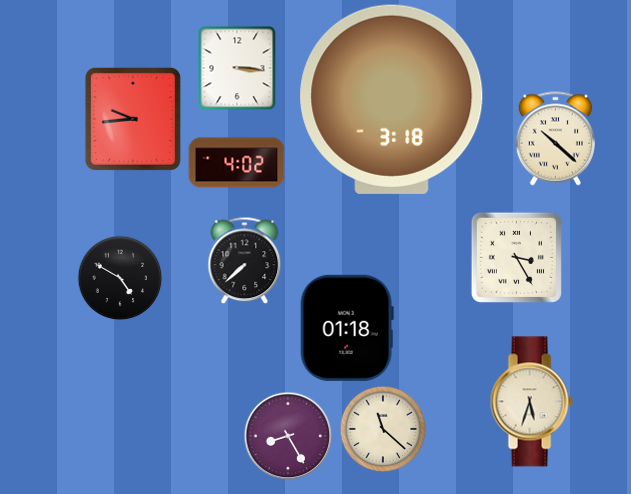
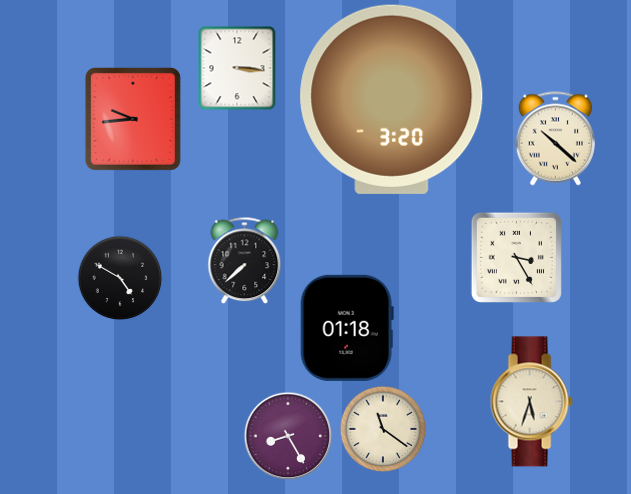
clock at (392, 99): 3:18 -> 3:20
clock at (237, 163): 4:02 -> none
clock at (383, 429): 11:22 -> 11:21
